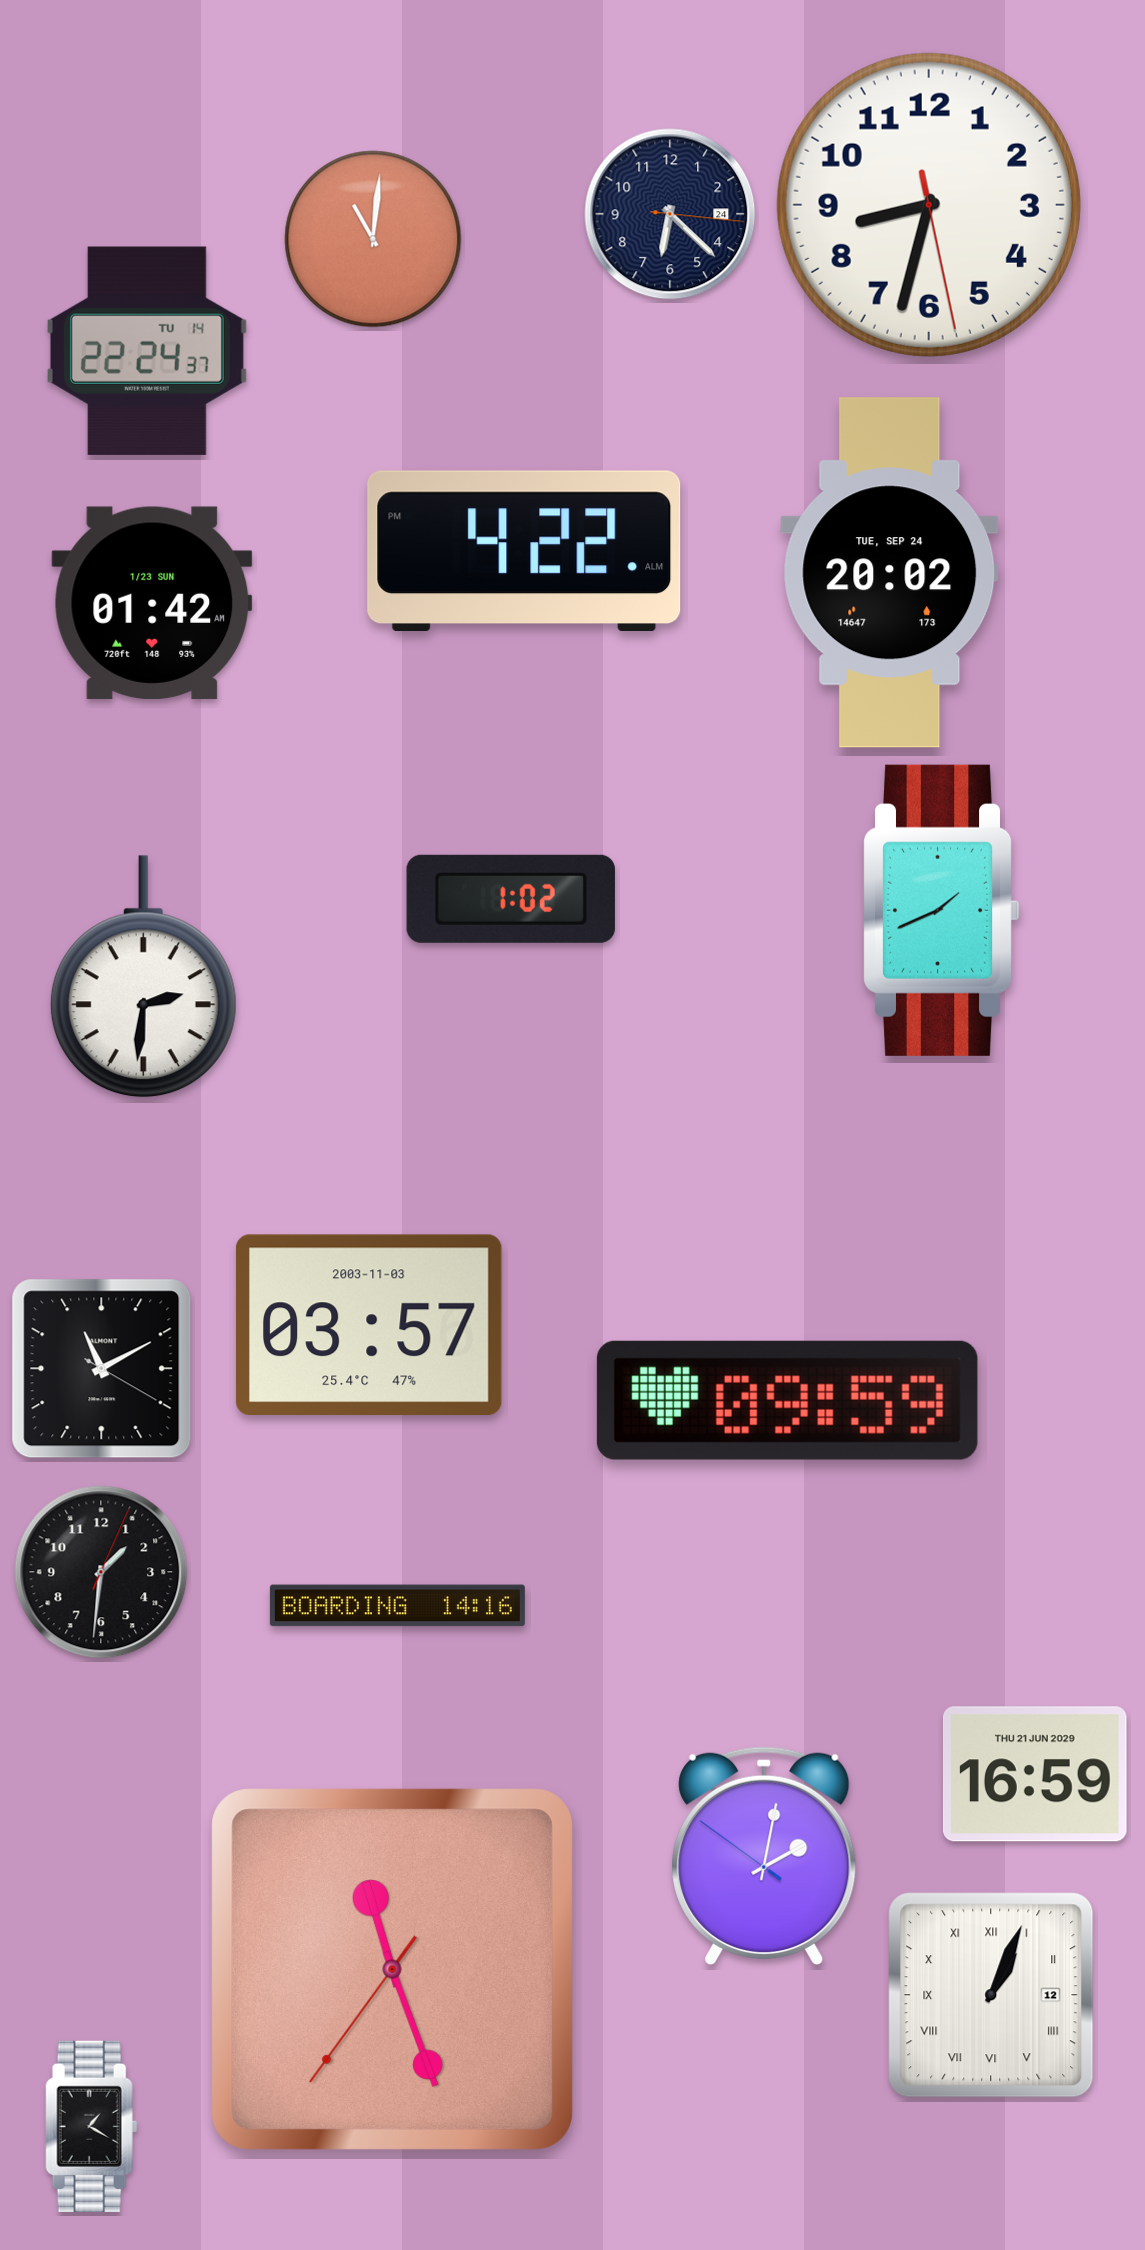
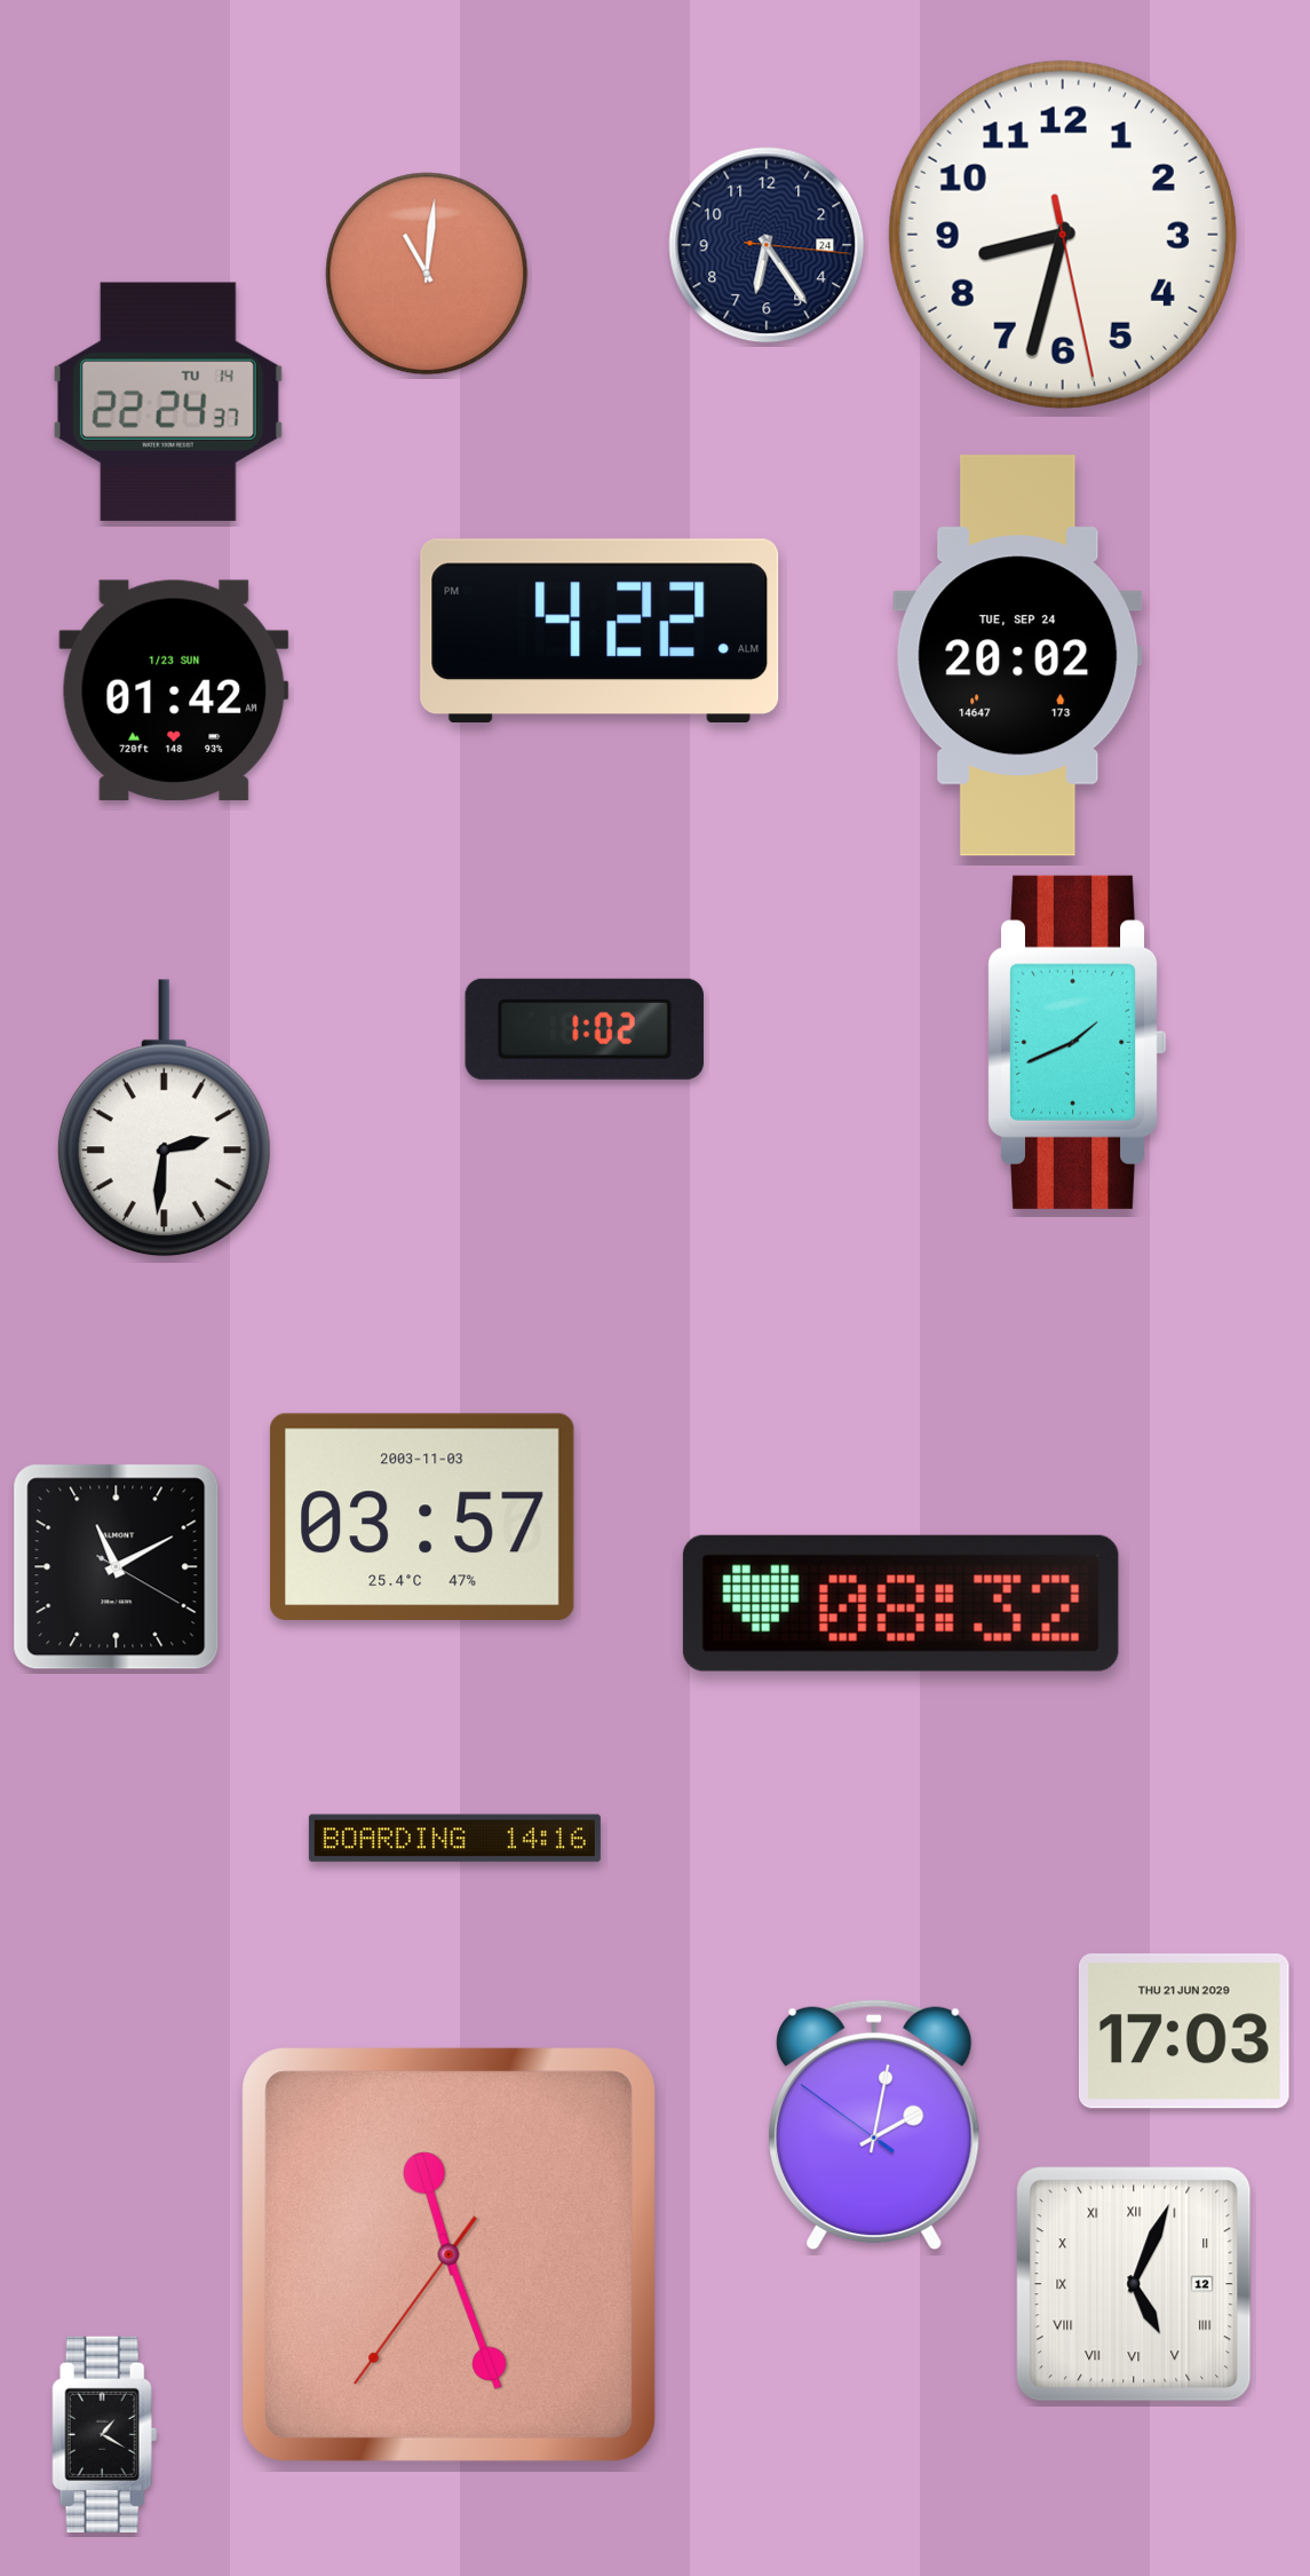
clock at (670, 214): 6:22 -> 6:24
clock at (787, 1400): 09:59 -> 08:32
clock at (101, 1572): 1:31 -> none
clock at (1035, 1774): 16:59 -> 17:03
clock at (991, 1995): 1:04 -> 5:04
